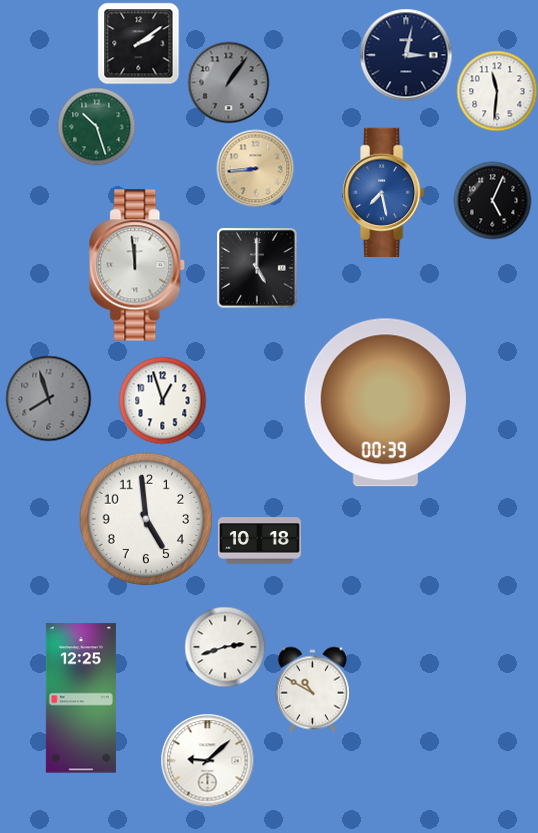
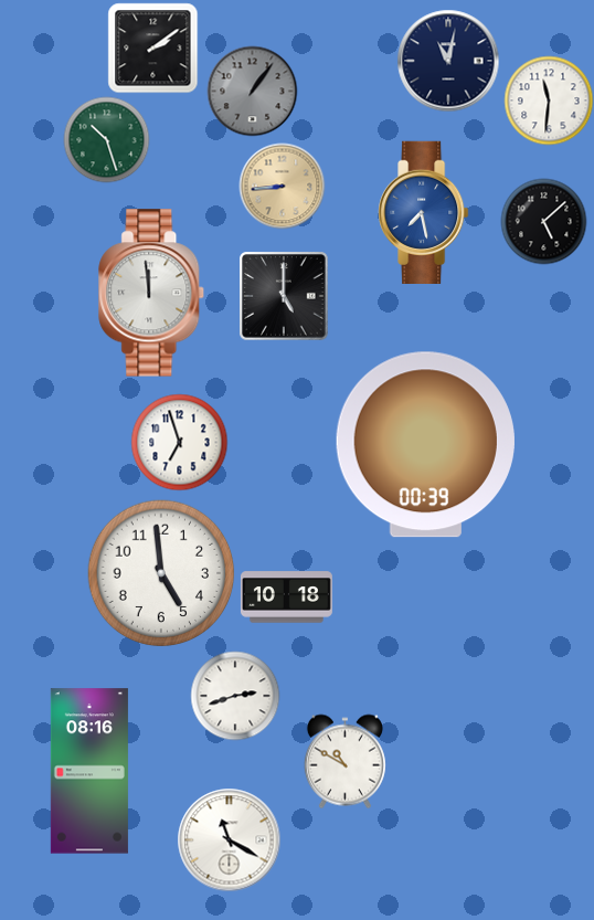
clock at (406, 55): 3:02 -> 11:02
clock at (492, 200): 5:04 -> 5:08
clock at (48, 398): 7:57 -> none
clock at (162, 400): 12:57 -> 6:57
clock at (225, 647) position: (225, 647) -> (235, 696)
clock at (81, 698): 12:25 -> 08:16
clock at (207, 760): 9:08 -> 11:20
